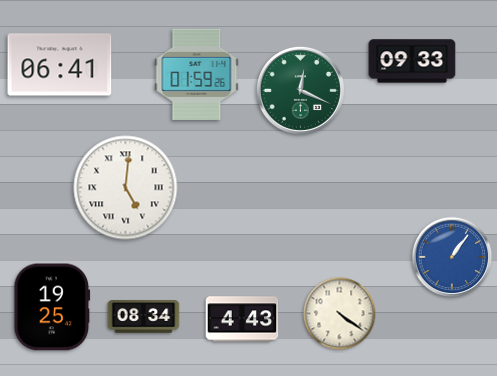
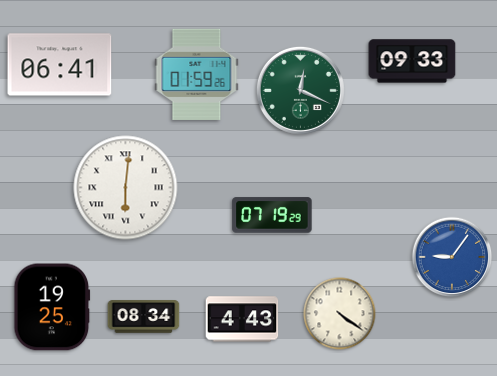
clock at (126, 188): 5:01 -> 6:01
clock at (272, 215): none -> 07:19
clock at (452, 257): 1:06 -> 9:06
